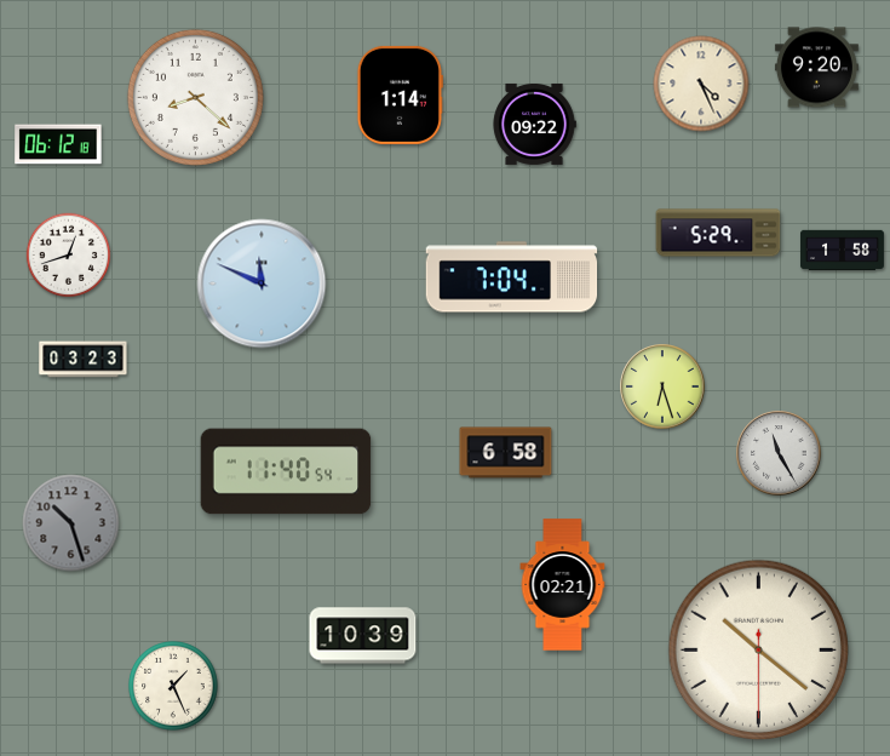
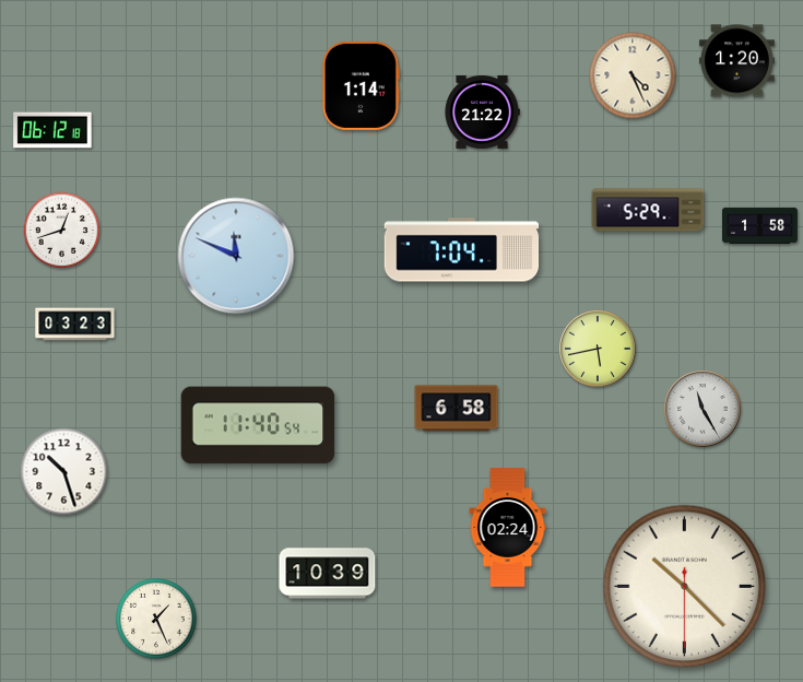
clock at (816, 68): 9:20 -> 1:20
clock at (195, 97): 8:22 -> none
clock at (534, 124): 09:22 -> 21:22
clock at (662, 386): 6:27 -> 5:43
clock at (71, 523) dial: grey -> white
clock at (563, 585): 02:21 -> 02:24
clock at (759, 651): 10:21 -> 10:22
